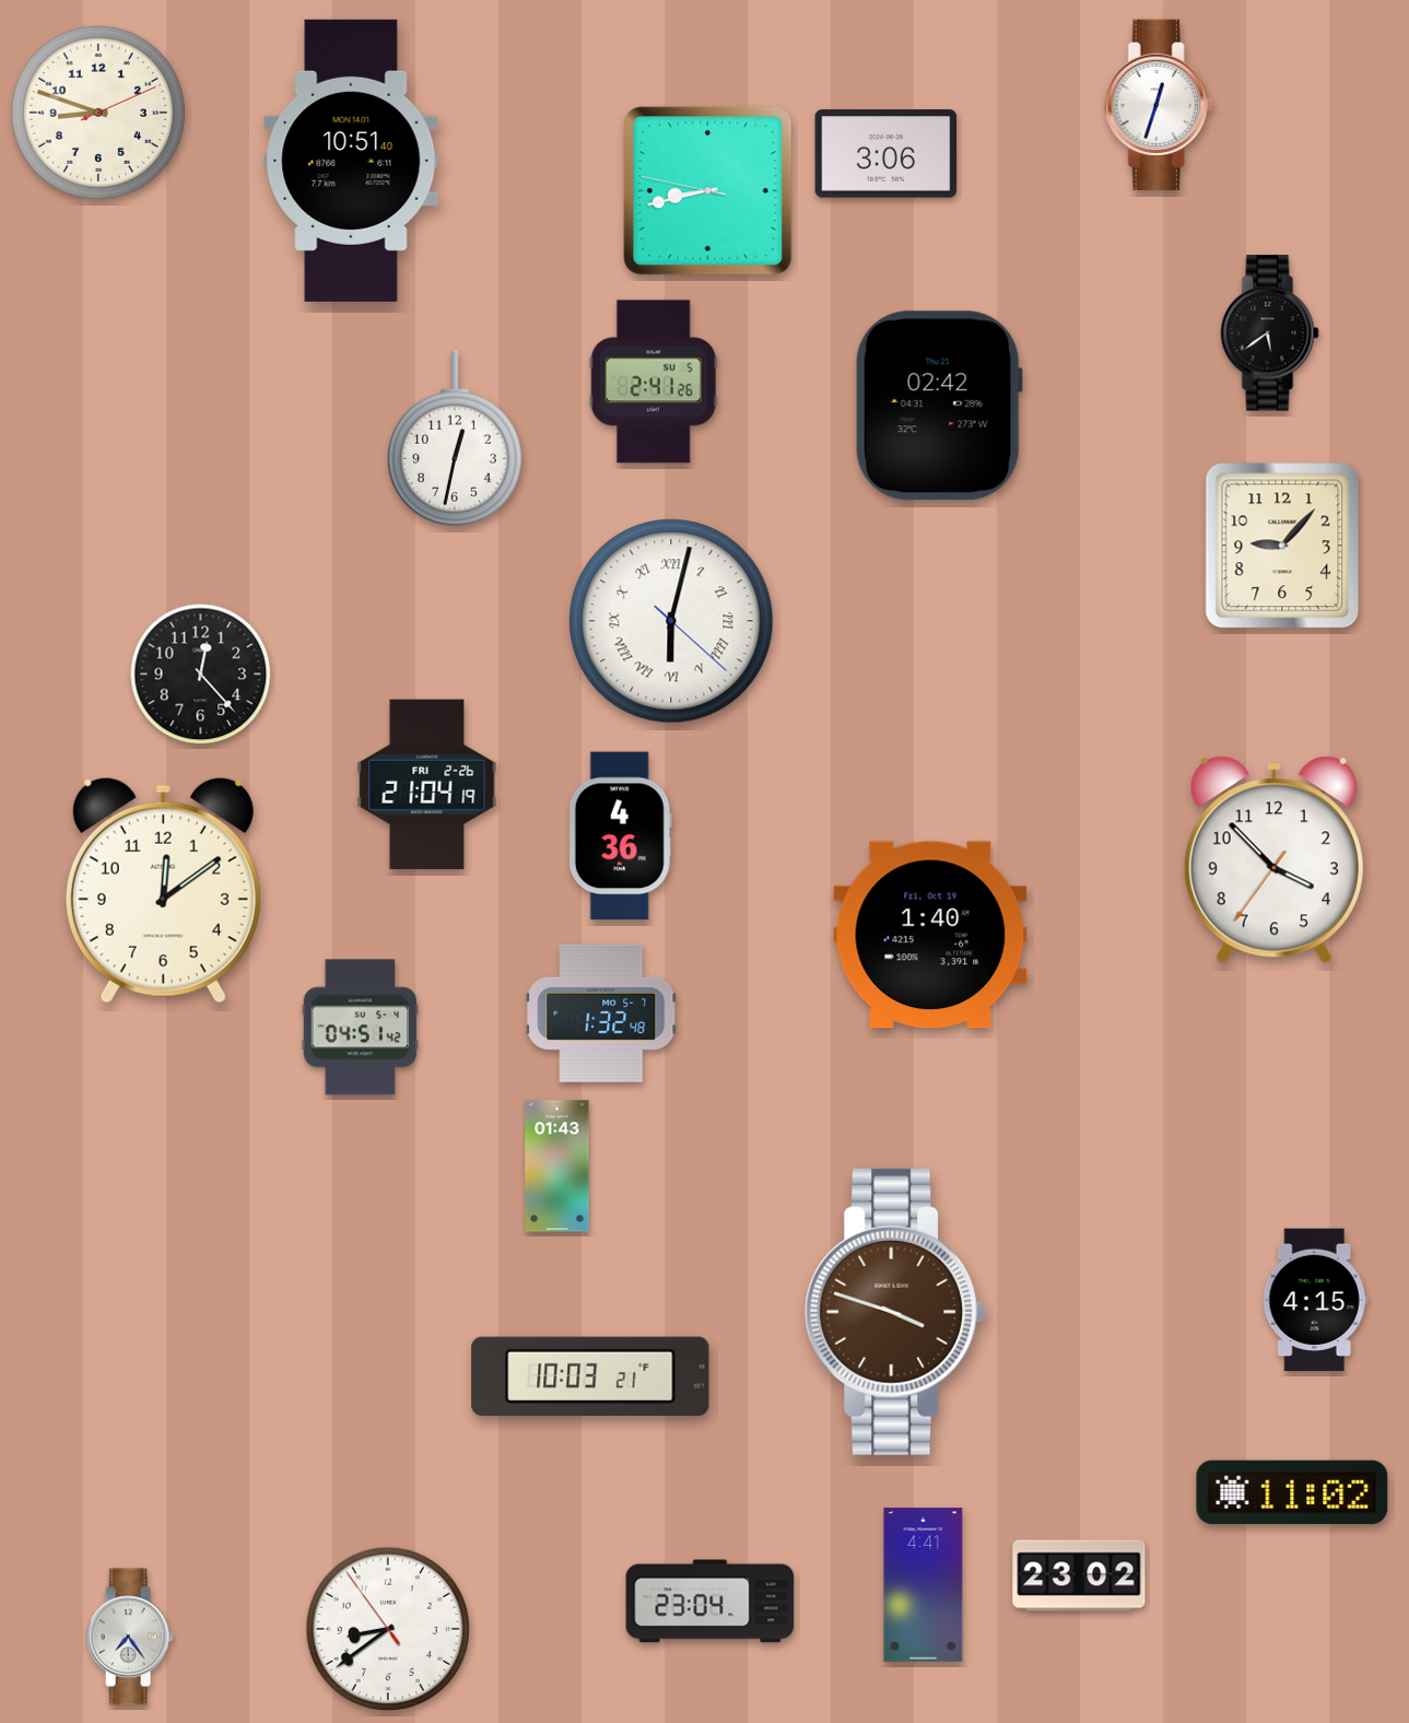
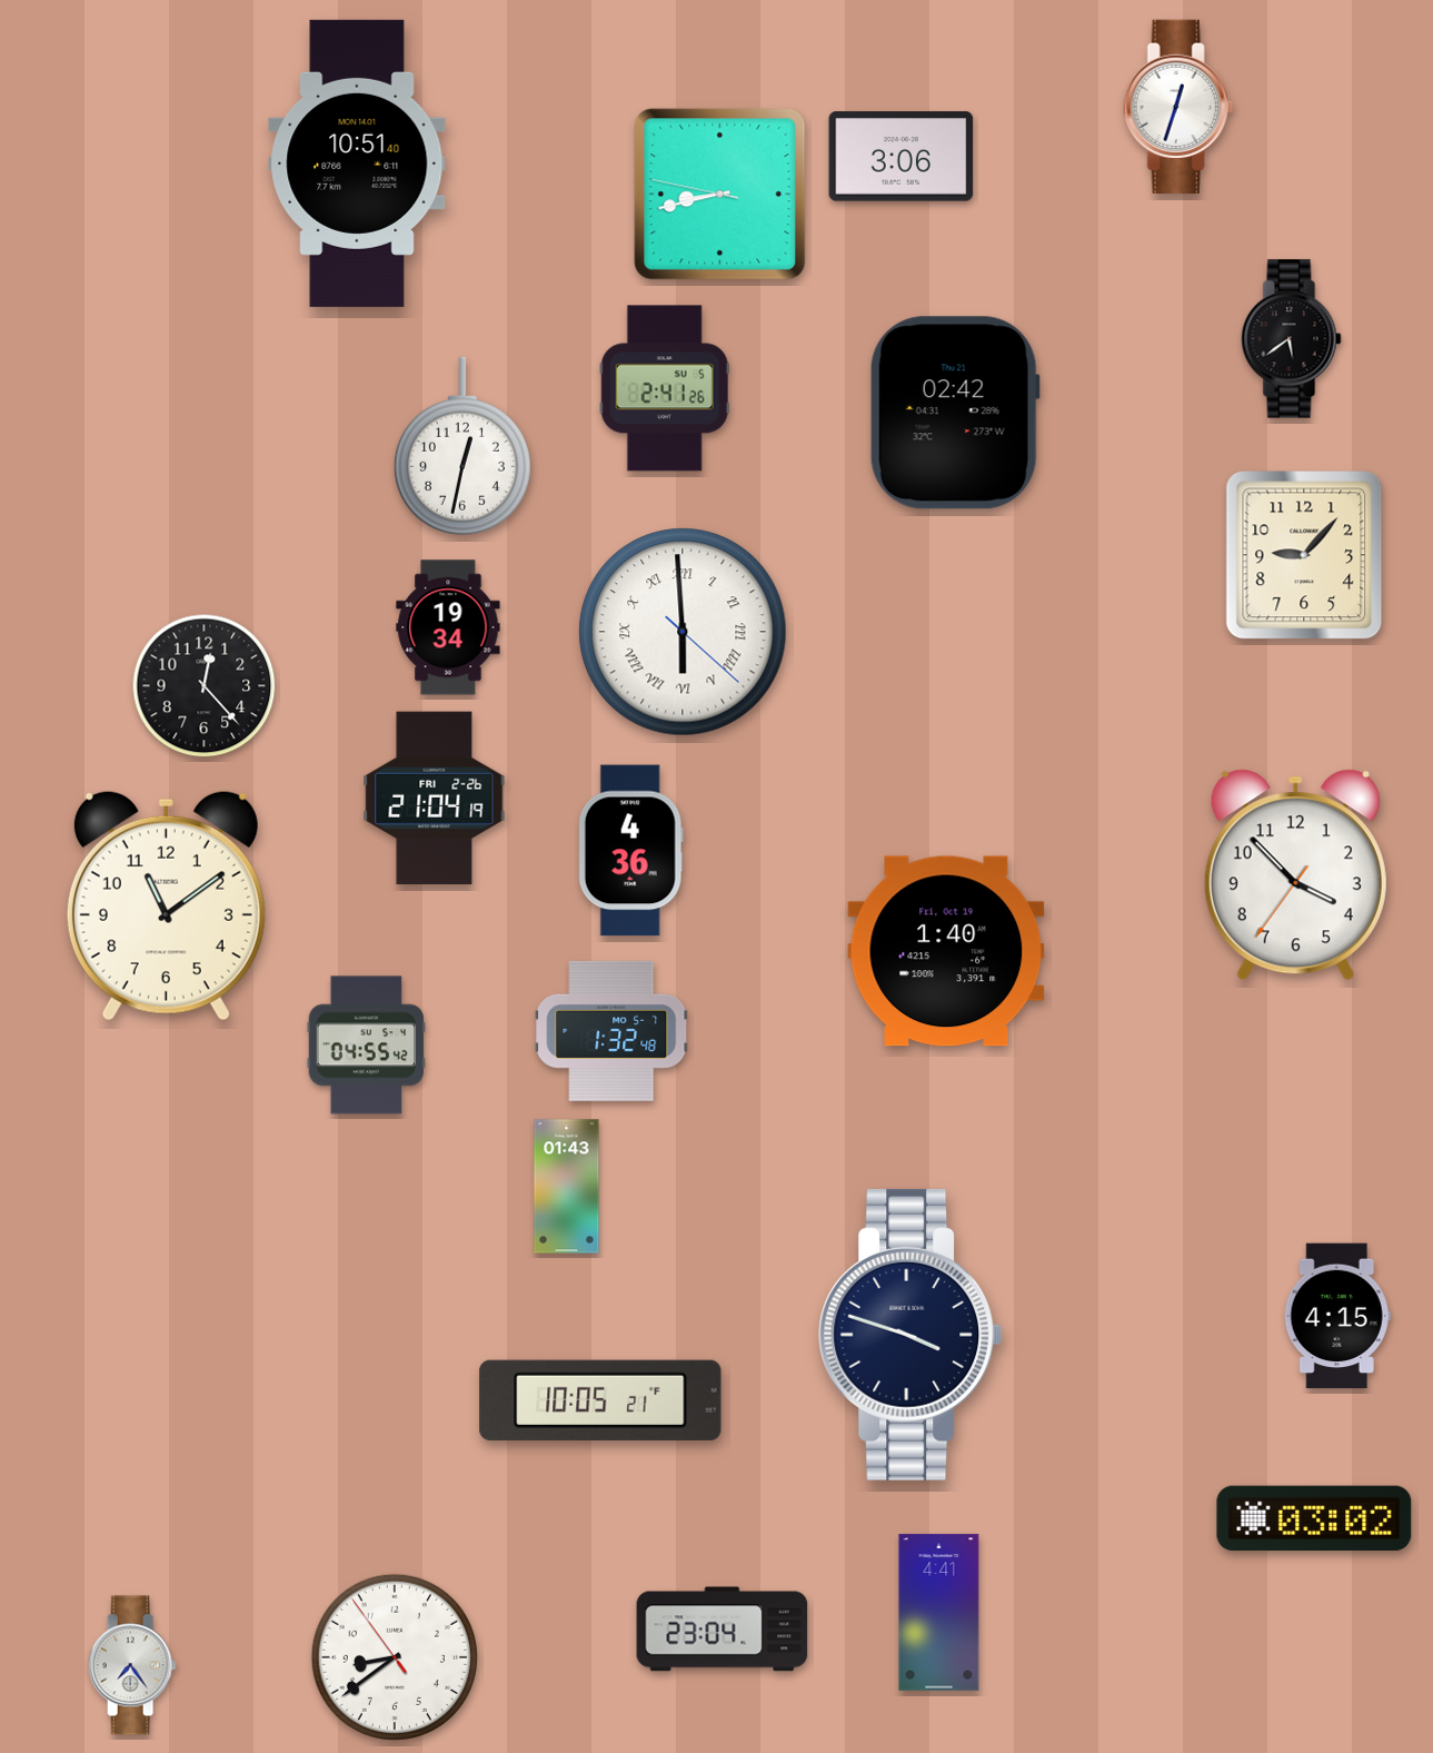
clock at (98, 113): 8:48 -> none
clock at (448, 627): none -> 19:34
clock at (671, 621): 6:02 -> 5:59
clock at (163, 890): 12:09 -> 11:09
clock at (361, 1028): 04:51 -> 04:55
clock at (1315, 1300) position: (1315, 1300) -> (1337, 1316)
clock at (895, 1312) dial: brown -> navy
clock at (590, 1376): 10:03 -> 10:05
clock at (1292, 1492): 11:02 -> 03:02
clock at (1079, 1575): 23:02 -> none
